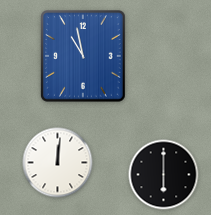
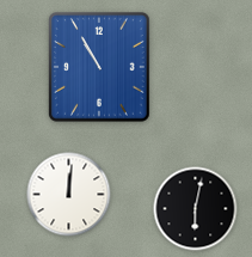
clock at (84, 57): 10:58 -> 10:55
clock at (164, 175): 6:00 -> 6:02
